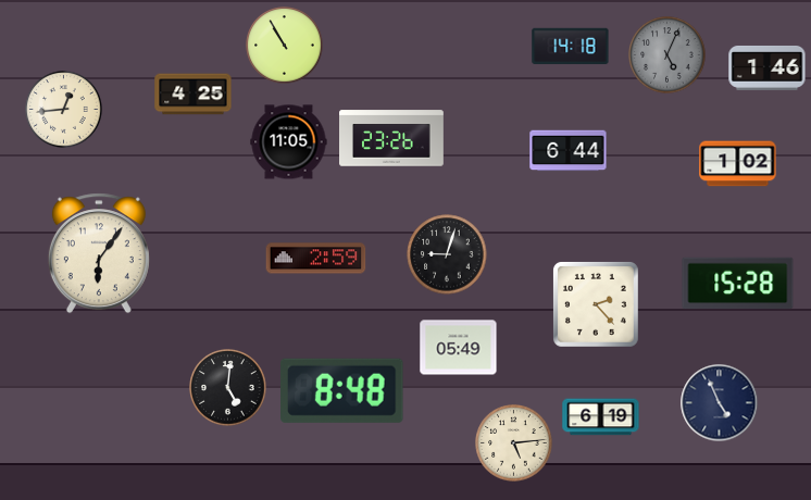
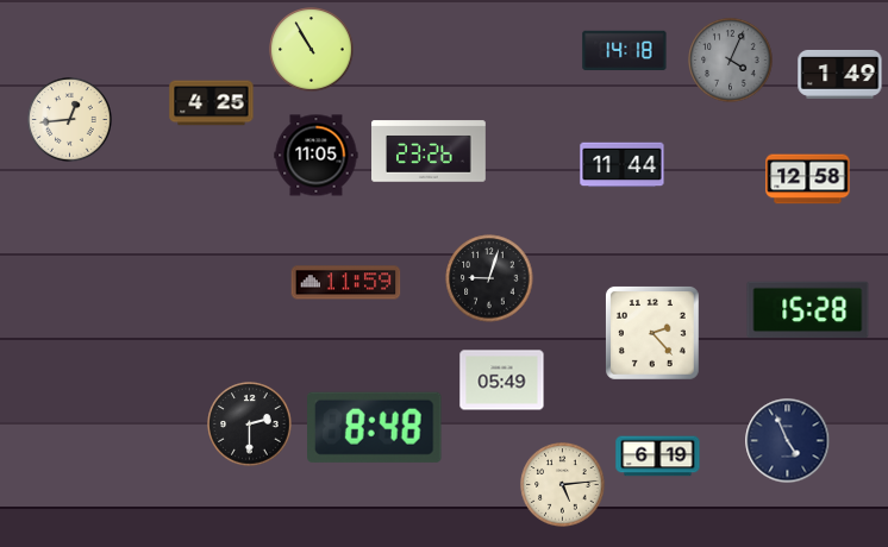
clock at (667, 55): 5:04 -> 4:04
clock at (768, 67): 1:46 -> 1:49
clock at (569, 151): 6:44 -> 11:44
clock at (738, 164): 1:02 -> 12:58
clock at (99, 253): 6:06 -> none
clock at (316, 259): 2:59 -> 11:59
clock at (228, 388): 5:01 -> 2:30
